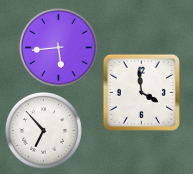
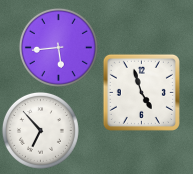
clock at (141, 92): 3:59 -> 4:57
clock at (43, 130) position: (43, 130) -> (40, 130)
